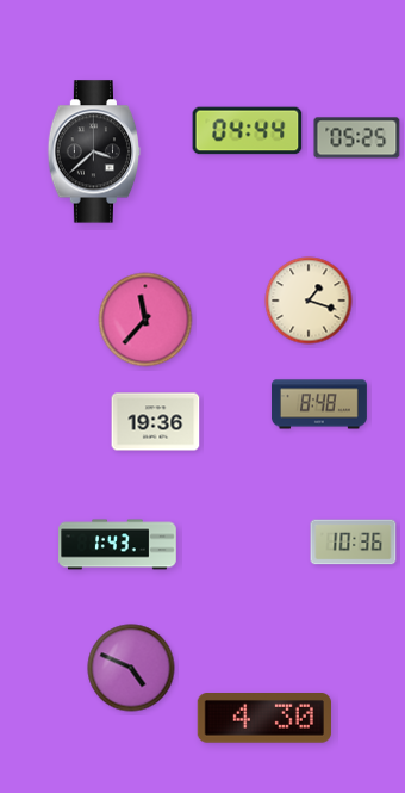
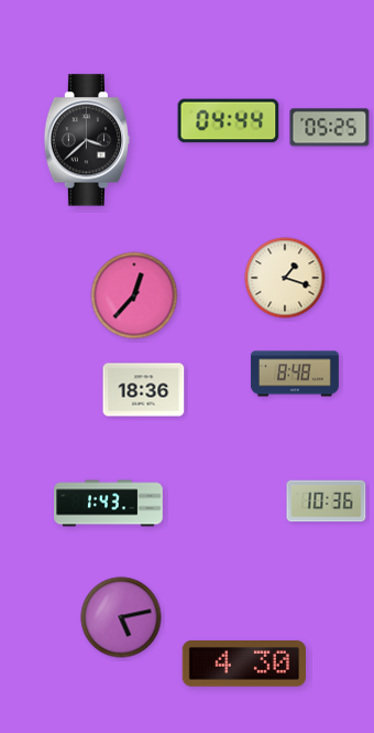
clock at (145, 320): 11:37 -> 12:37
clock at (156, 422): 19:36 -> 18:36
clock at (131, 668): 4:49 -> 5:13
